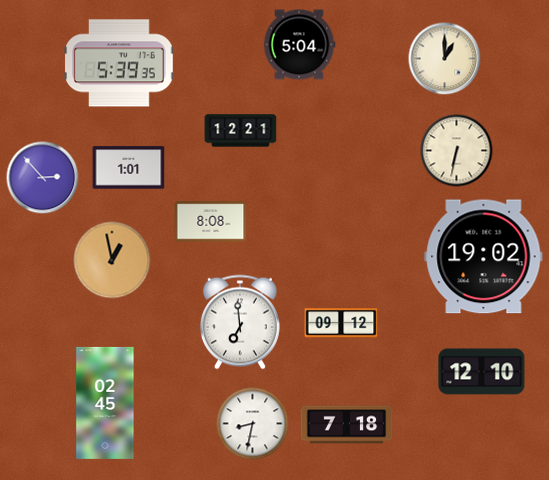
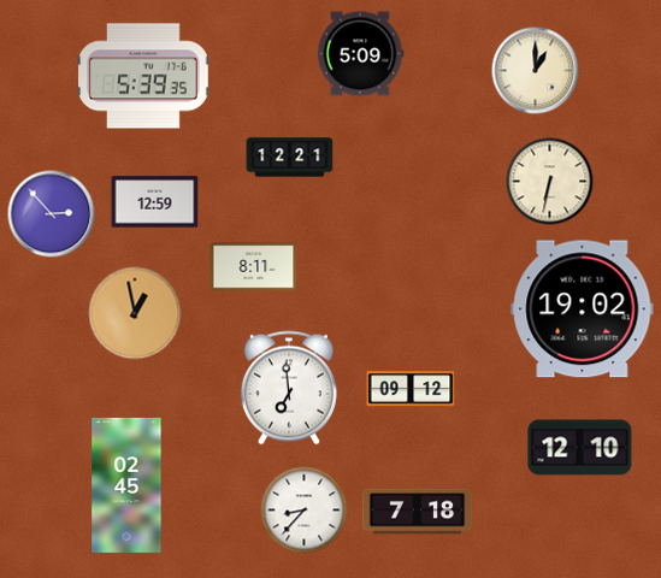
clock at (299, 45): 5:04 -> 5:09
clock at (129, 168): 1:01 -> 12:59
clock at (211, 222): 8:08 -> 8:11
clock at (253, 424): 8:32 -> 8:37
